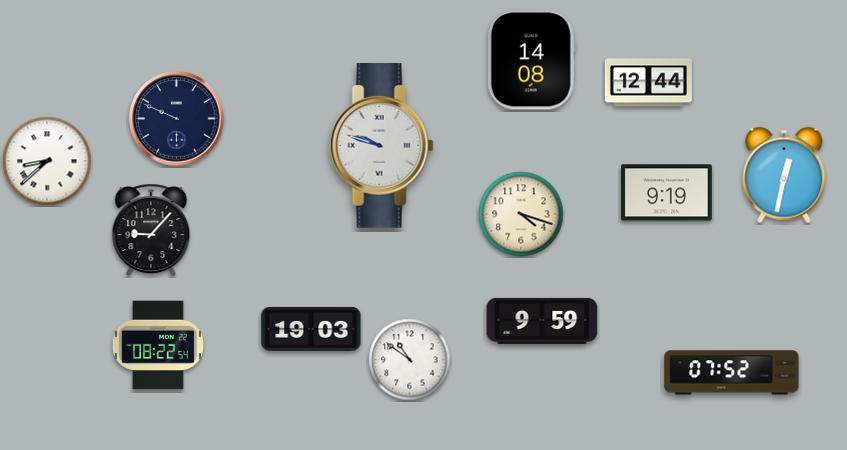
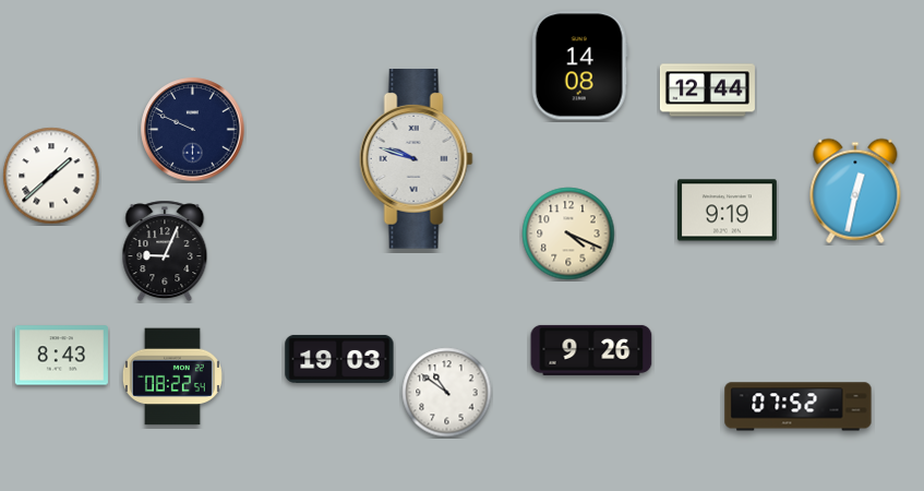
clock at (47, 161): 8:38 -> 1:38
clock at (521, 214): 4:18 -> 4:19
clock at (151, 230): 9:07 -> 9:04
clock at (542, 321): 9:59 -> 9:26
clock at (61, 356): none -> 8:43
